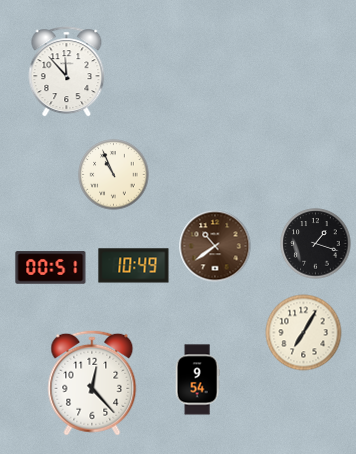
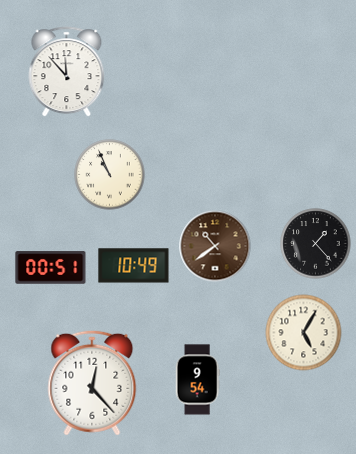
clock at (114, 175) position: (114, 175) -> (110, 175)
clock at (316, 244): 1:18 -> 1:23
clock at (304, 333): 7:05 -> 5:05
